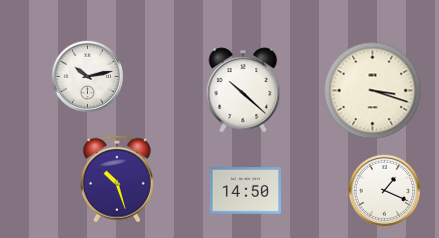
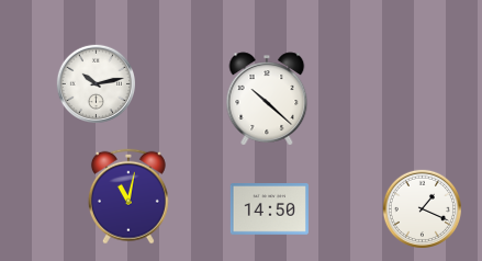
clock at (373, 91): 3:18 -> none
clock at (117, 179): 10:27 -> 11:02
